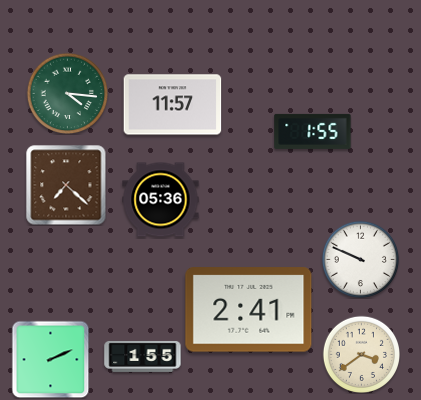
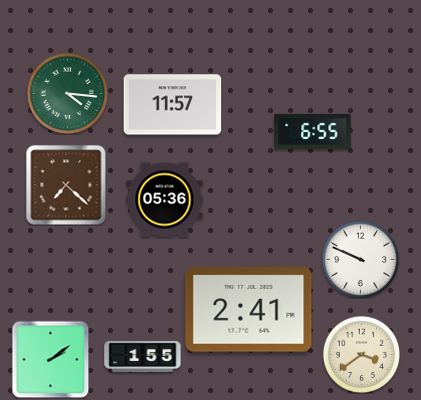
clock at (313, 131): 1:55 -> 6:55
clock at (161, 200) position: (161, 200) -> (165, 200)
clock at (50, 359): 2:11 -> 2:09
